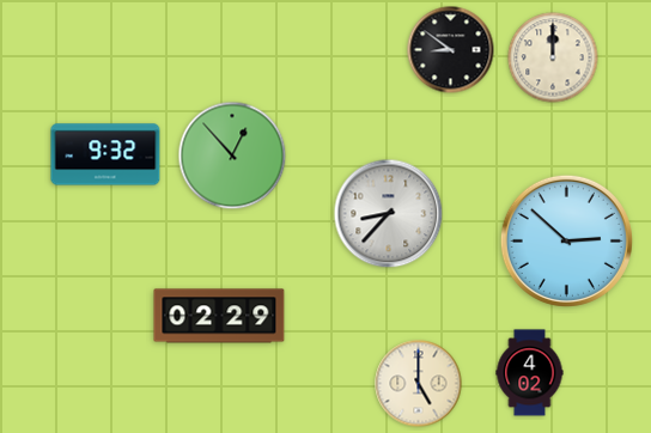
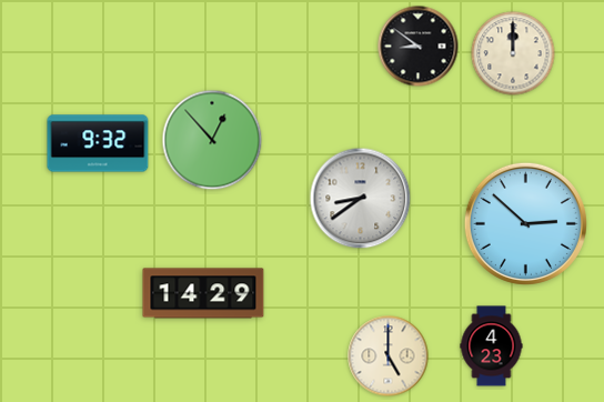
clock at (232, 155) position: (232, 155) -> (212, 140)
clock at (389, 214): 8:37 -> 8:39
clock at (219, 316): 02:29 -> 14:29
clock at (530, 373): 4:02 -> 4:23
